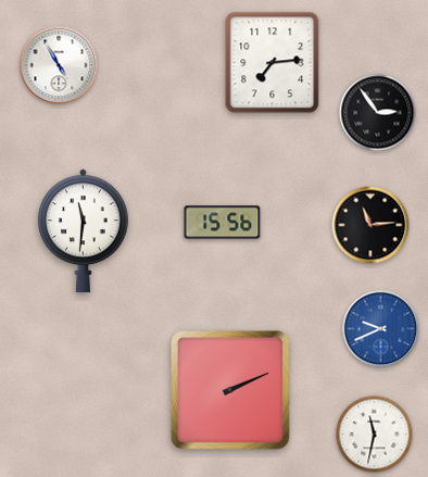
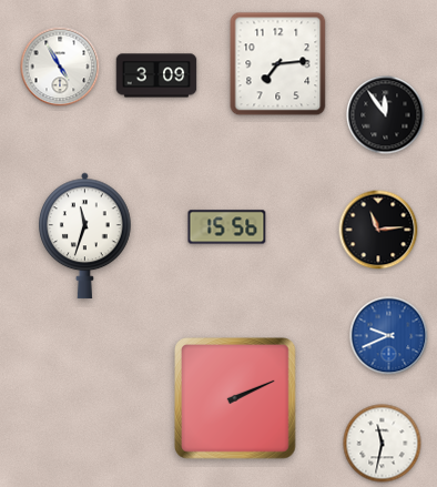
clock at (156, 75): none -> 3:09
clock at (378, 113): 2:54 -> 11:54
clock at (84, 231): 11:31 -> 11:33
